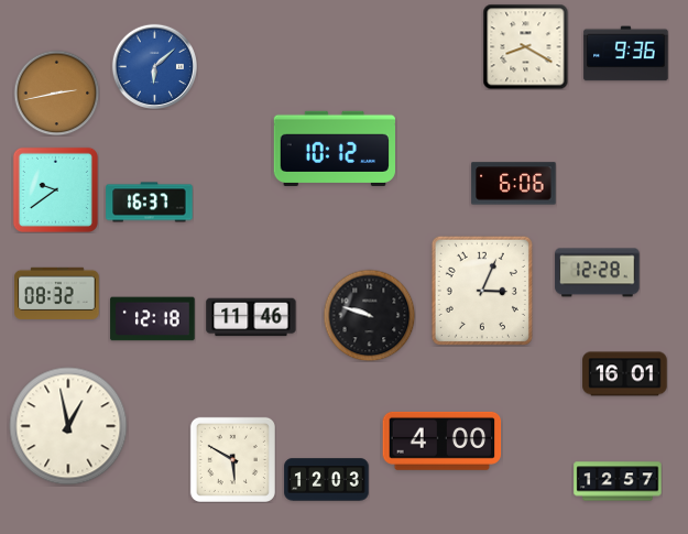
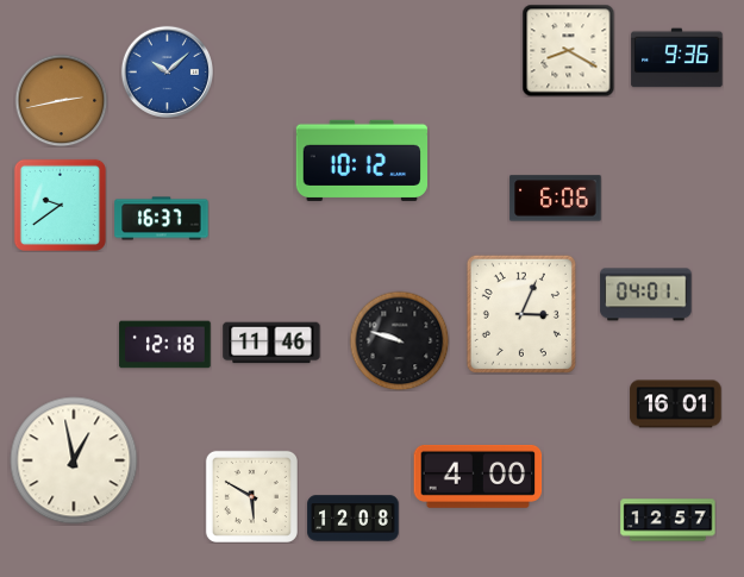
clock at (154, 66): 6:08 -> 10:08
clock at (598, 273): 12:28 -> 04:01
clock at (57, 293): 08:32 -> none
clock at (327, 480): 12:03 -> 12:08
